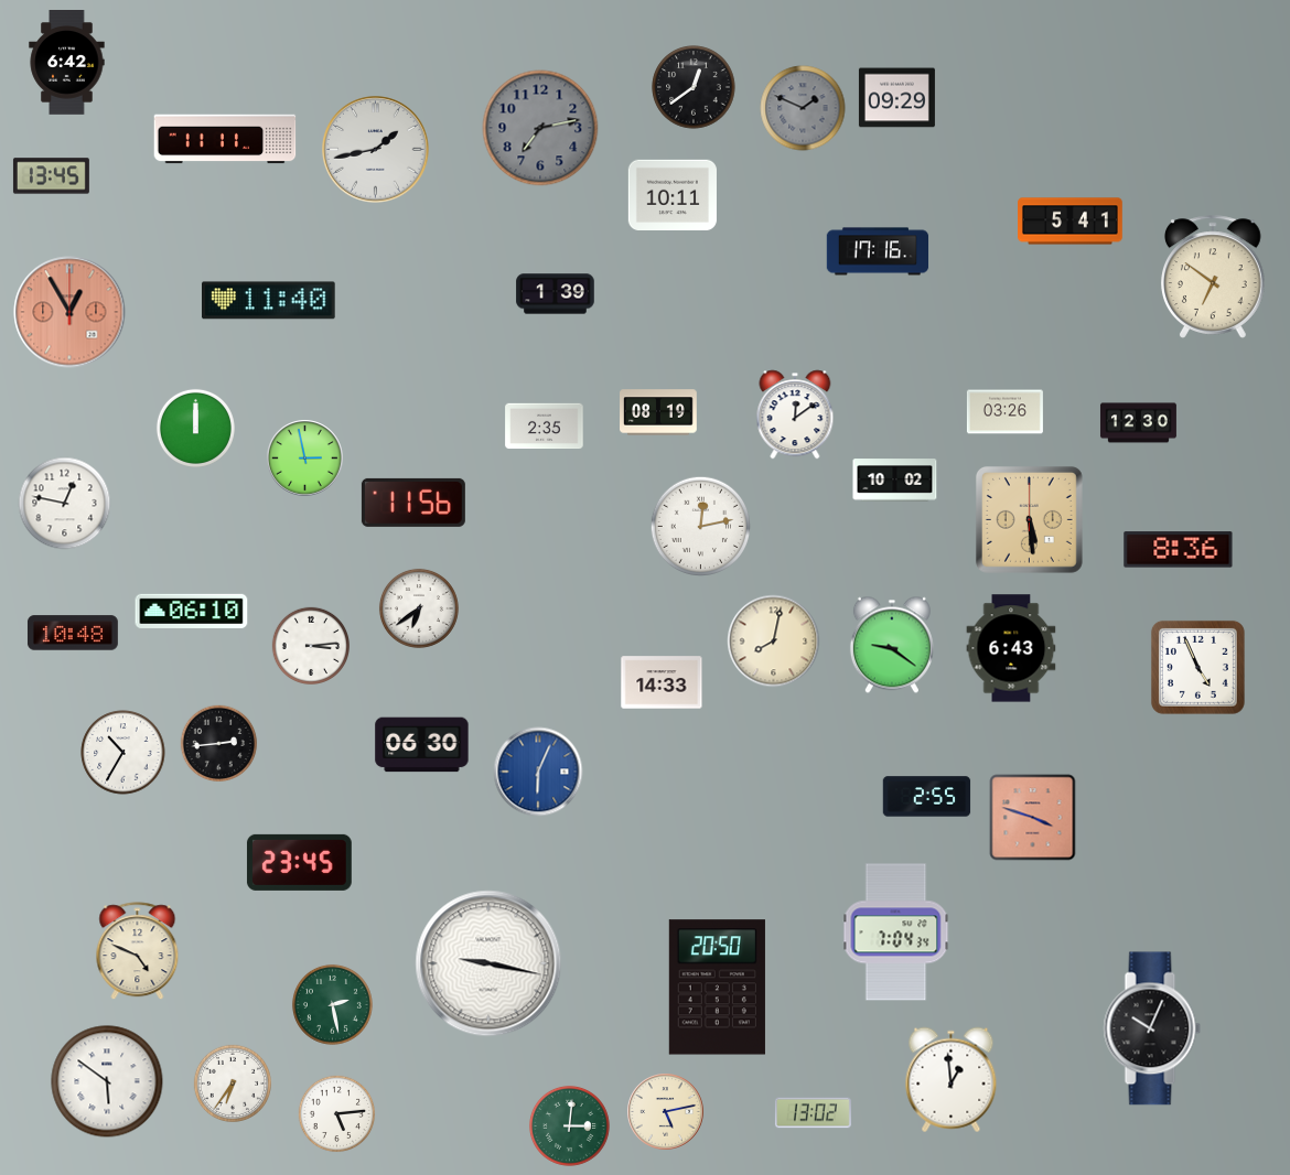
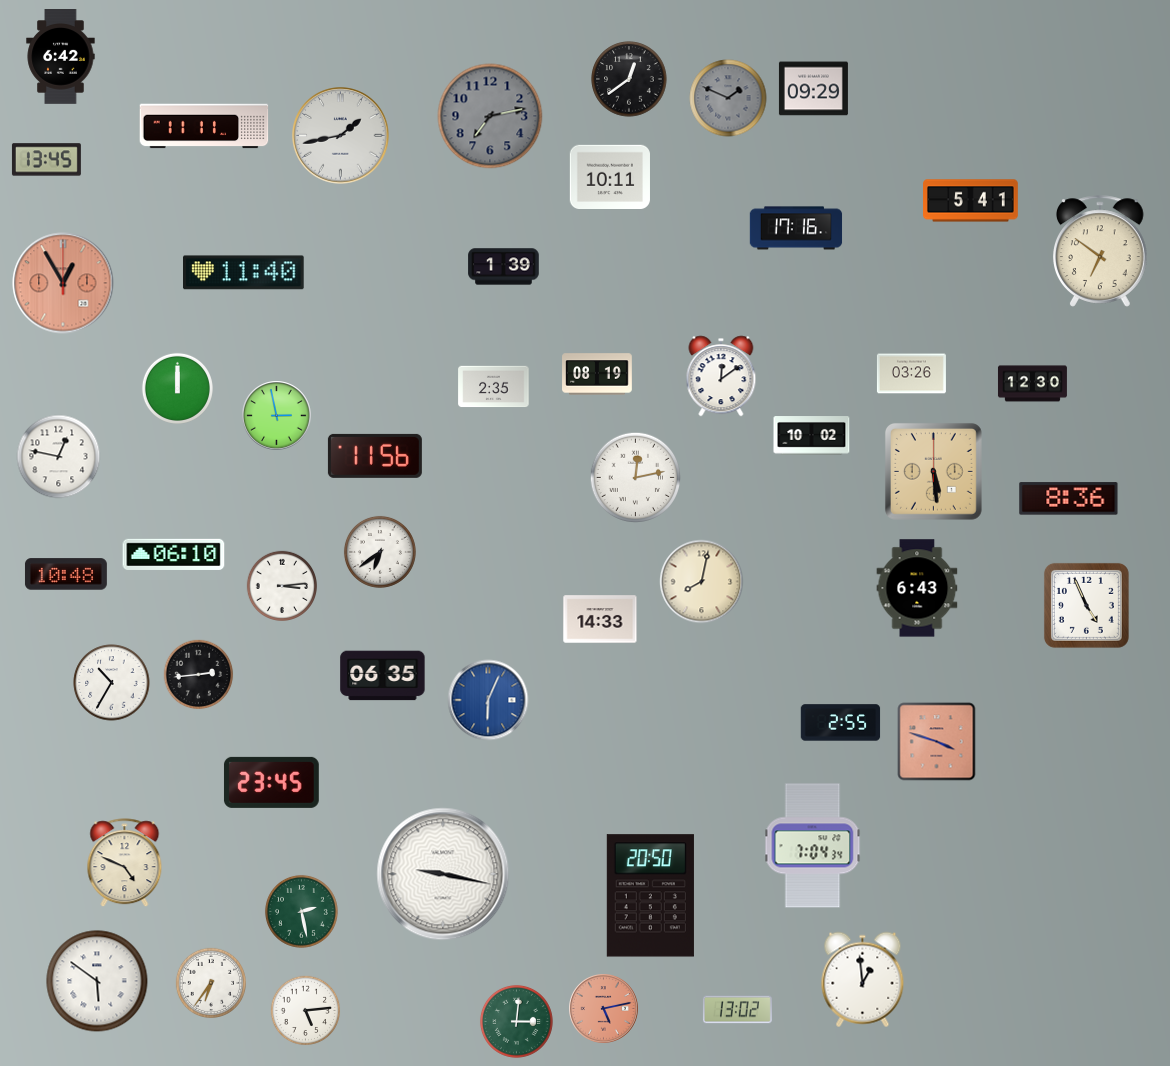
clock at (892, 645): 9:21 -> none
clock at (422, 745): 06:30 -> 06:35
clock at (1152, 1028): 10:04 -> none
clock at (666, 1112) dial: cream -> salmon
